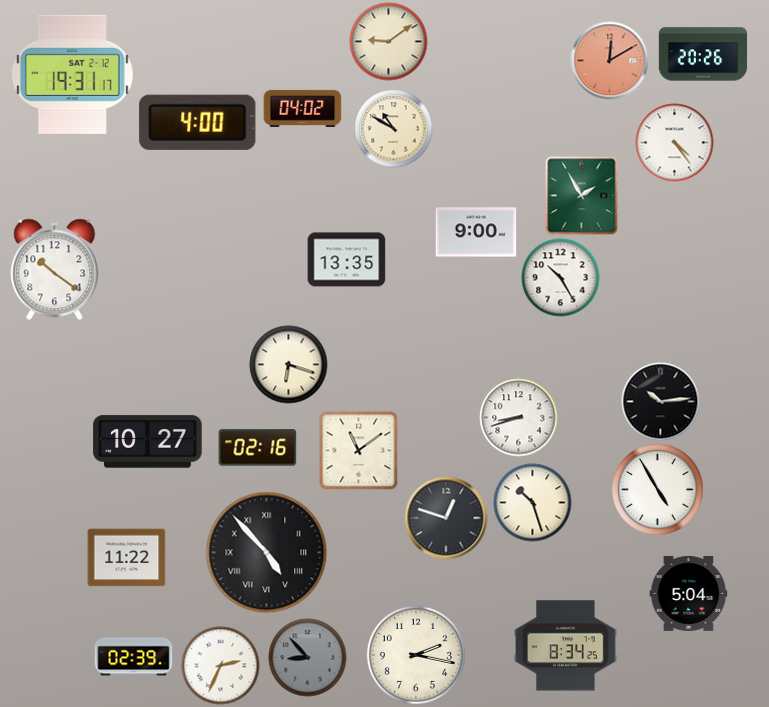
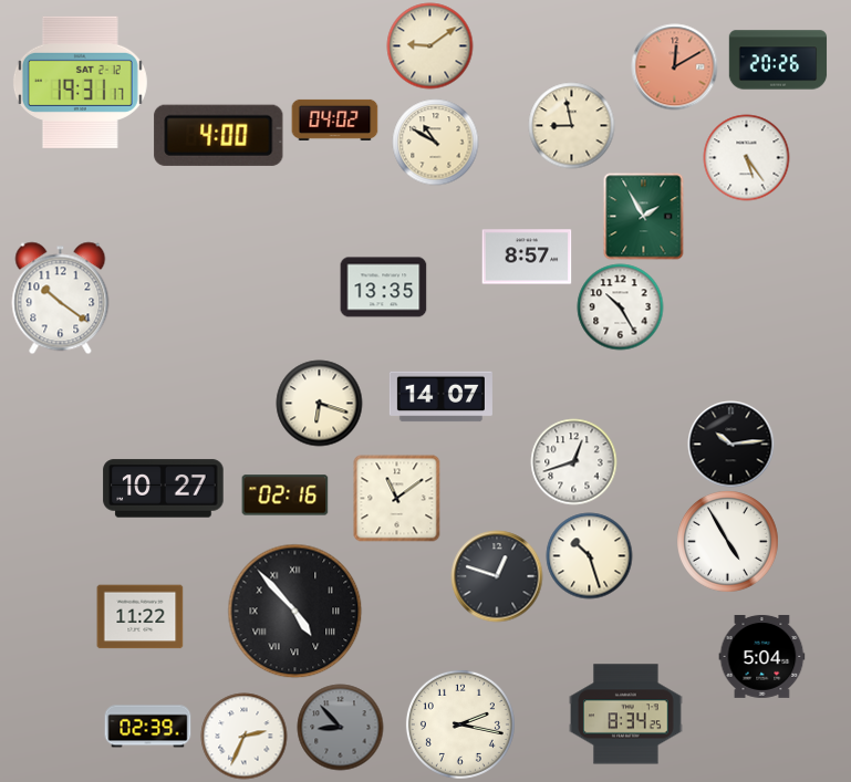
clock at (571, 125): none -> 8:58
clock at (674, 142): 4:24 -> 5:24
clock at (476, 232): 9:00 -> 8:57
clock at (440, 397): none -> 14:07
clock at (518, 417): 8:42 -> 12:42
clock at (446, 518) position: (446, 518) -> (497, 576)
